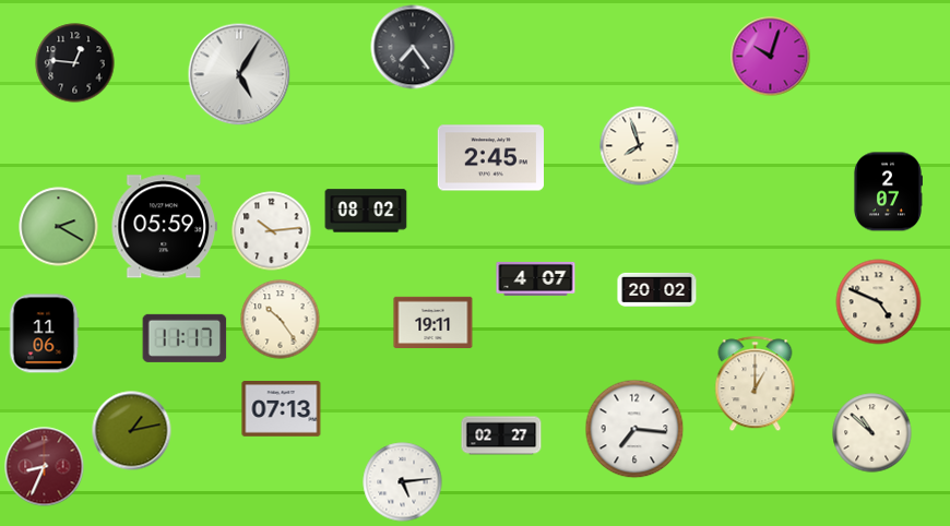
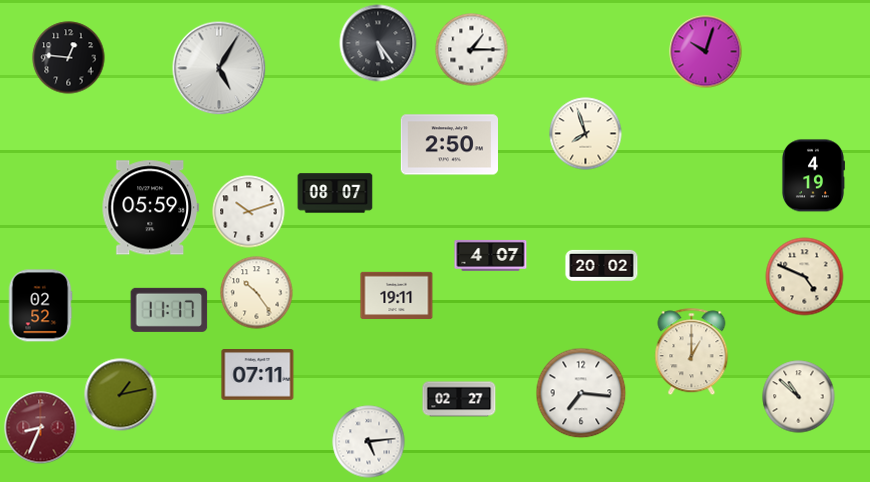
clock at (413, 47): 7:24 -> 5:24
clock at (472, 50): none -> 1:15
clock at (490, 158): 2:45 -> 2:50
clock at (888, 192): 2:07 -> 4:19
clock at (366, 211): 08:02 -> 08:07
clock at (59, 227): 2:20 -> none
clock at (272, 231): 10:14 -> 10:12
clock at (44, 334): 11:06 -> 02:52
clock at (282, 409): 07:13 -> 07:11
